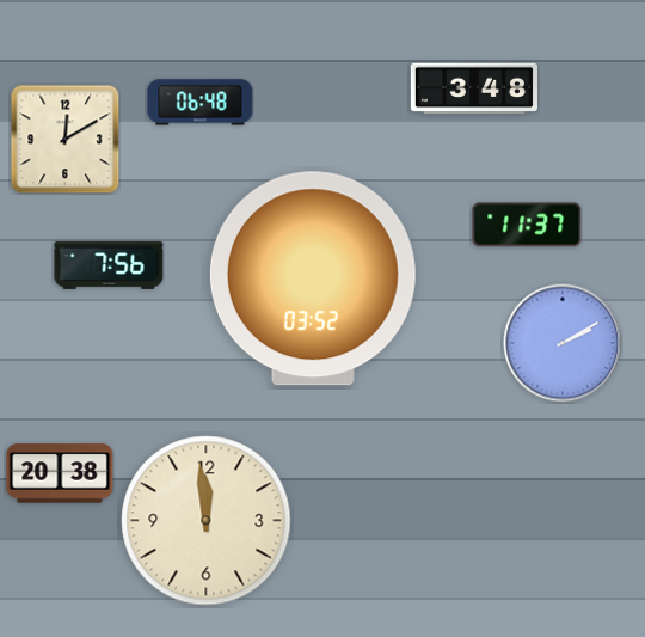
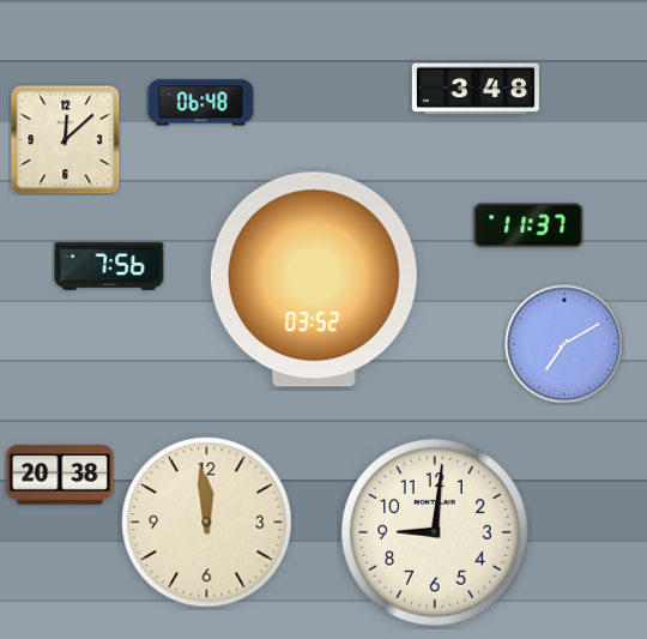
clock at (66, 140): 12:10 -> 12:08
clock at (563, 343): 2:10 -> 7:10
clock at (435, 532): none -> 9:01
